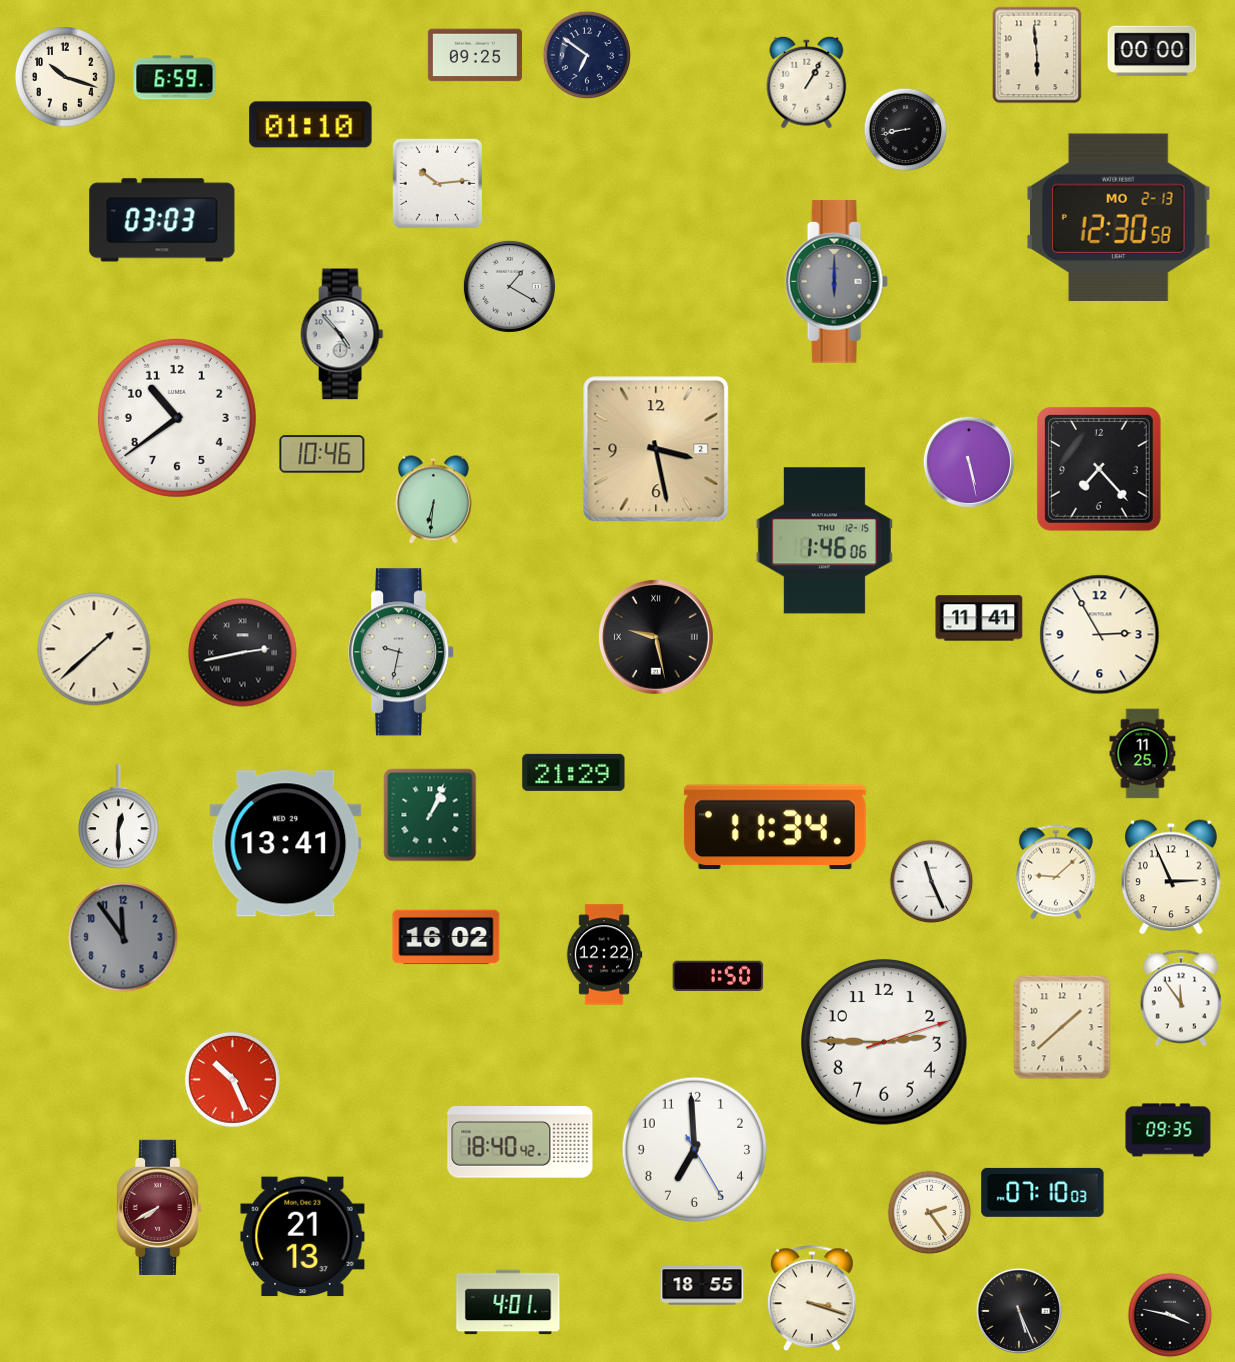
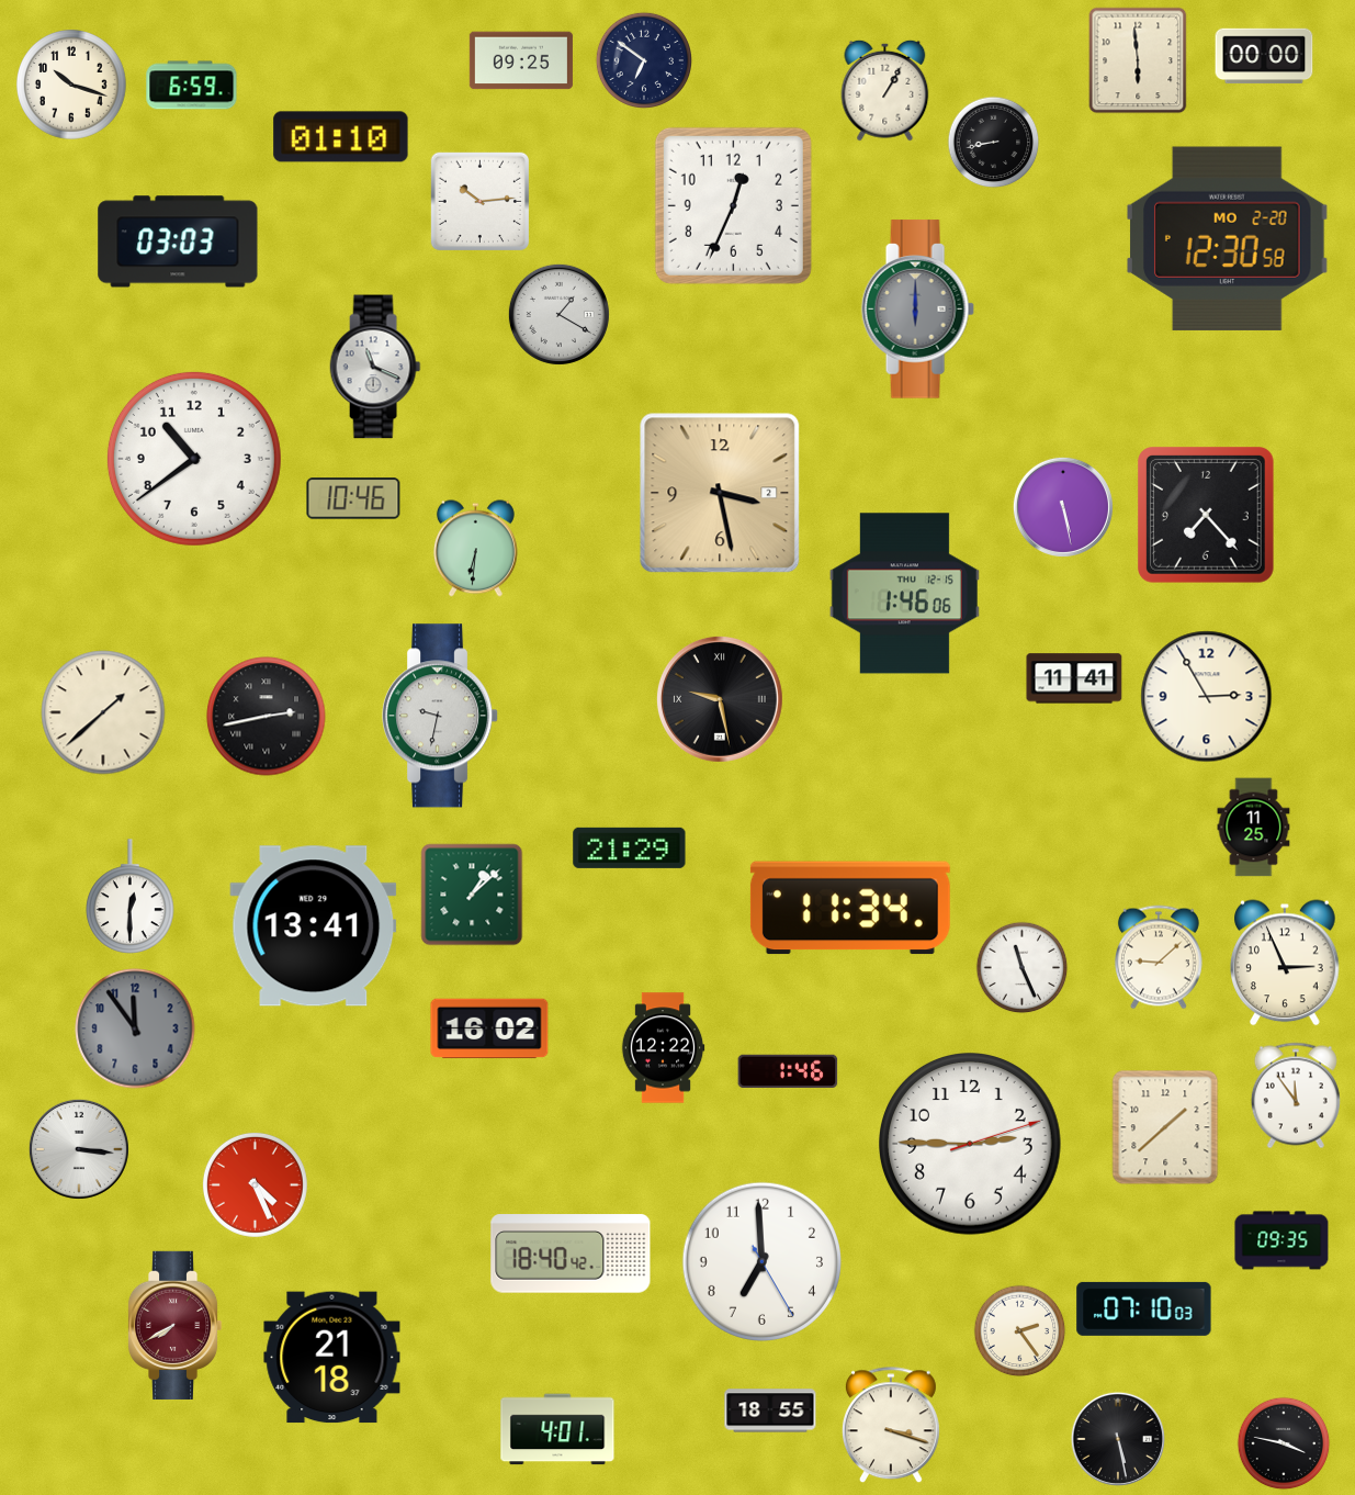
clock at (733, 205): none -> 12:34
clock at (1119, 217) date: MO 2-13 -> MO 2-20
clock at (342, 334): 4:53 -> 11:19
clock at (430, 815): 1:04 -> 1:08
clock at (718, 975): 1:50 -> 1:46
clock at (79, 1149): none -> 3:16
clock at (232, 1079): 10:26 -> 4:26
clock at (303, 1237): 21:13 -> 21:18
clock at (1019, 1311): 5:26 -> 5:28
